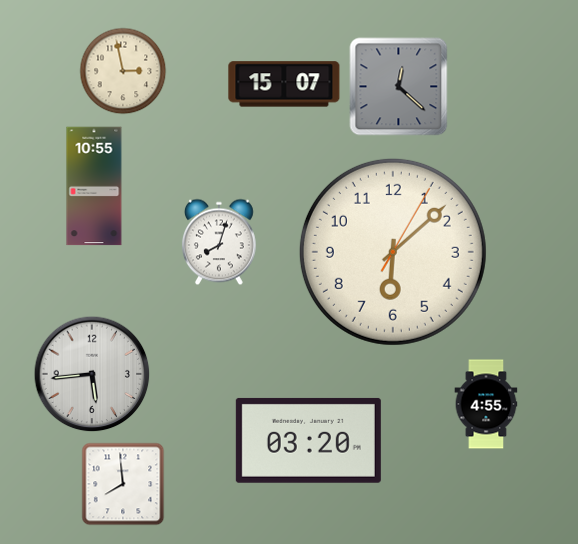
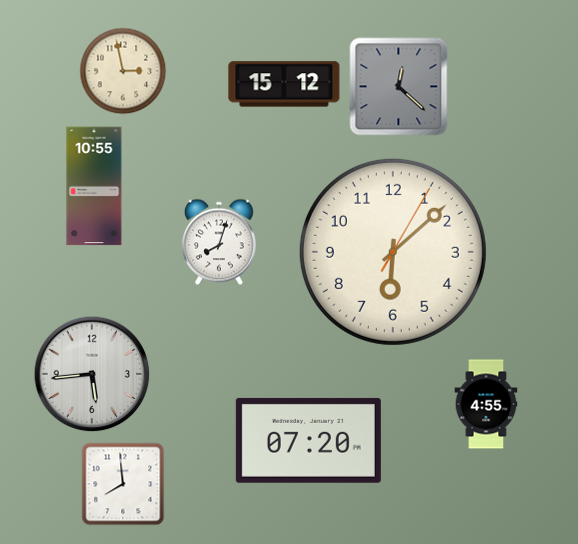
clock at (284, 84): 15:07 -> 15:12
clock at (308, 440): 03:20 -> 07:20
